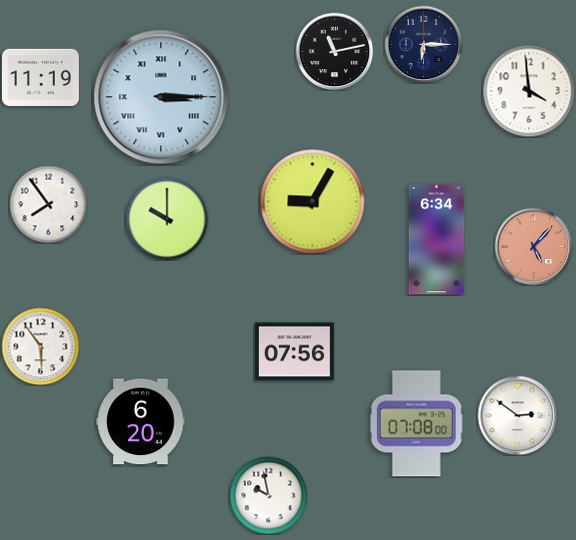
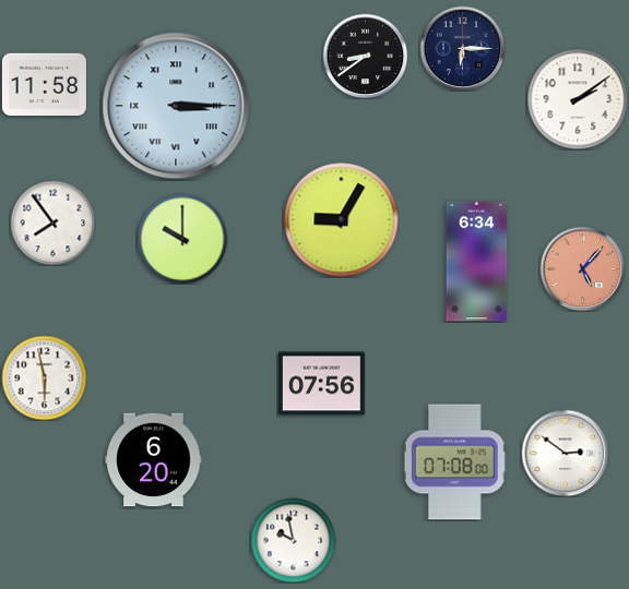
clock at (334, 51): 11:13 -> 8:39
clock at (40, 77): 11:19 -> 11:58
clock at (529, 91): 3:59 -> 2:09
clock at (40, 346): 5:54 -> 5:58
